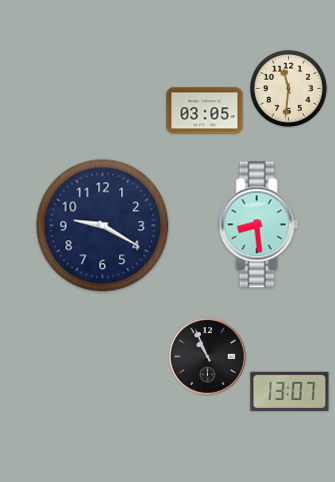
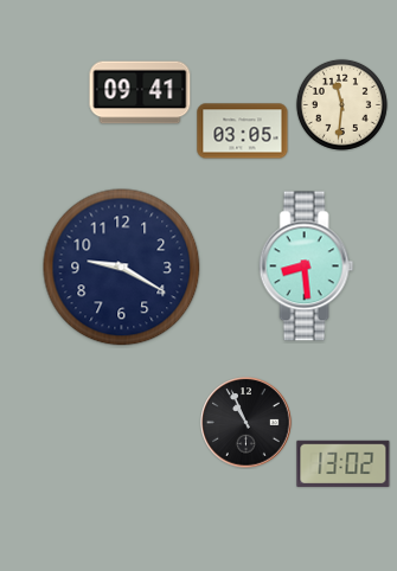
clock at (140, 92): none -> 09:41
clock at (290, 391): 13:07 -> 13:02
